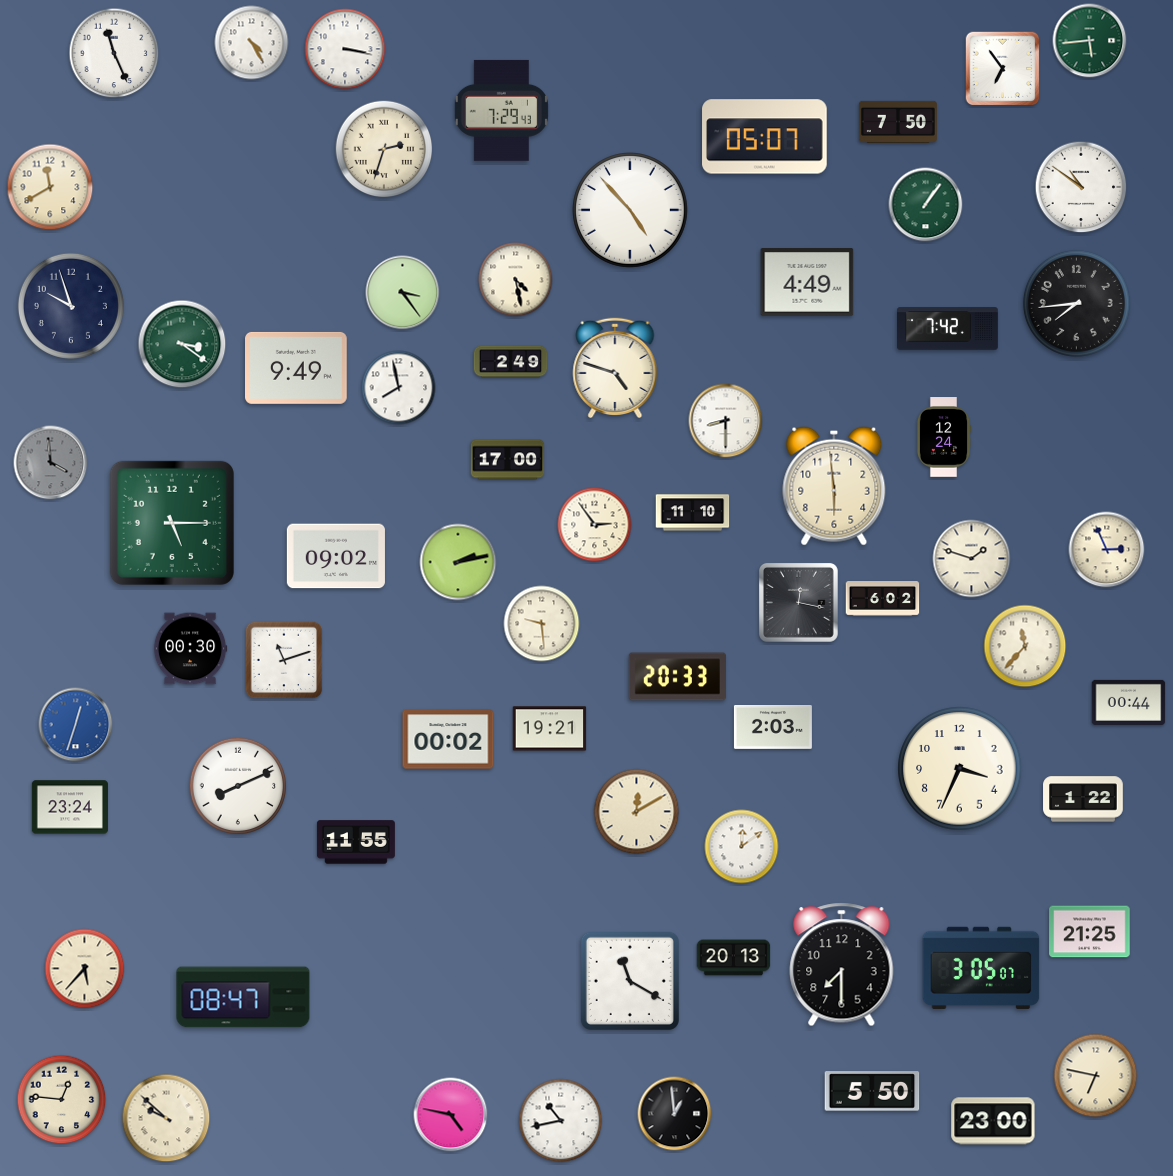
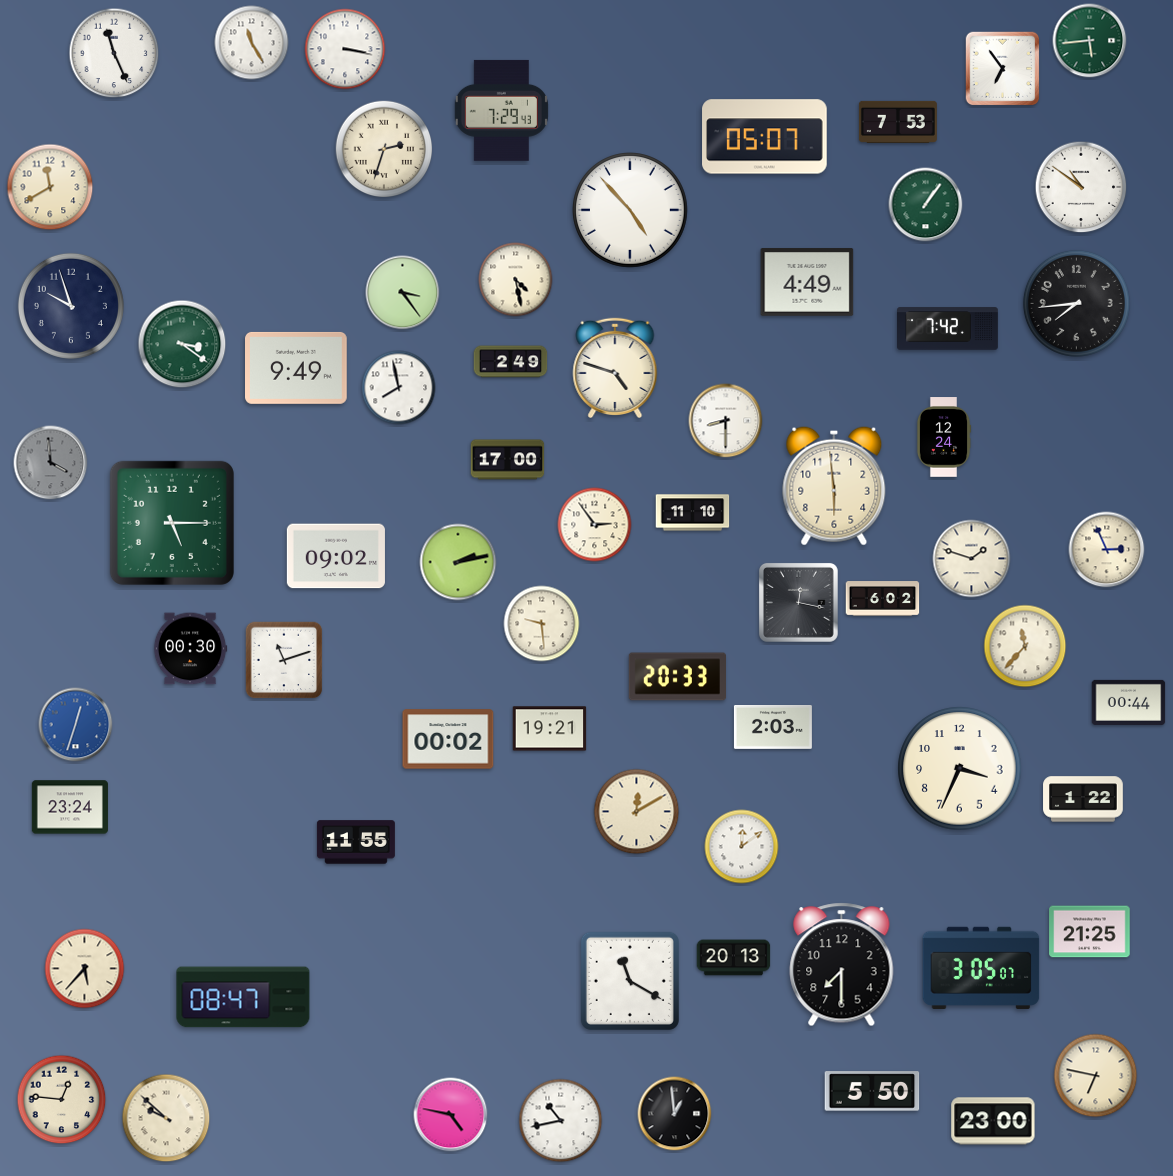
clock at (252, 43): 4:25 -> 11:25
clock at (898, 122): 7:50 -> 7:53
clock at (238, 786): 8:11 -> none
